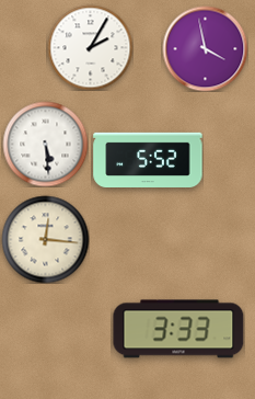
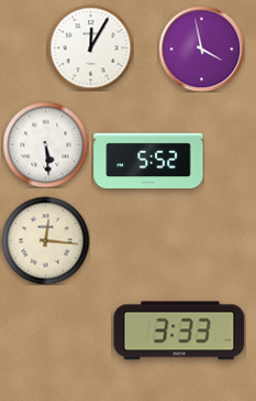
clock at (90, 47): 2:05 -> 12:05
clock at (205, 48) position: (205, 48) -> (201, 48)
